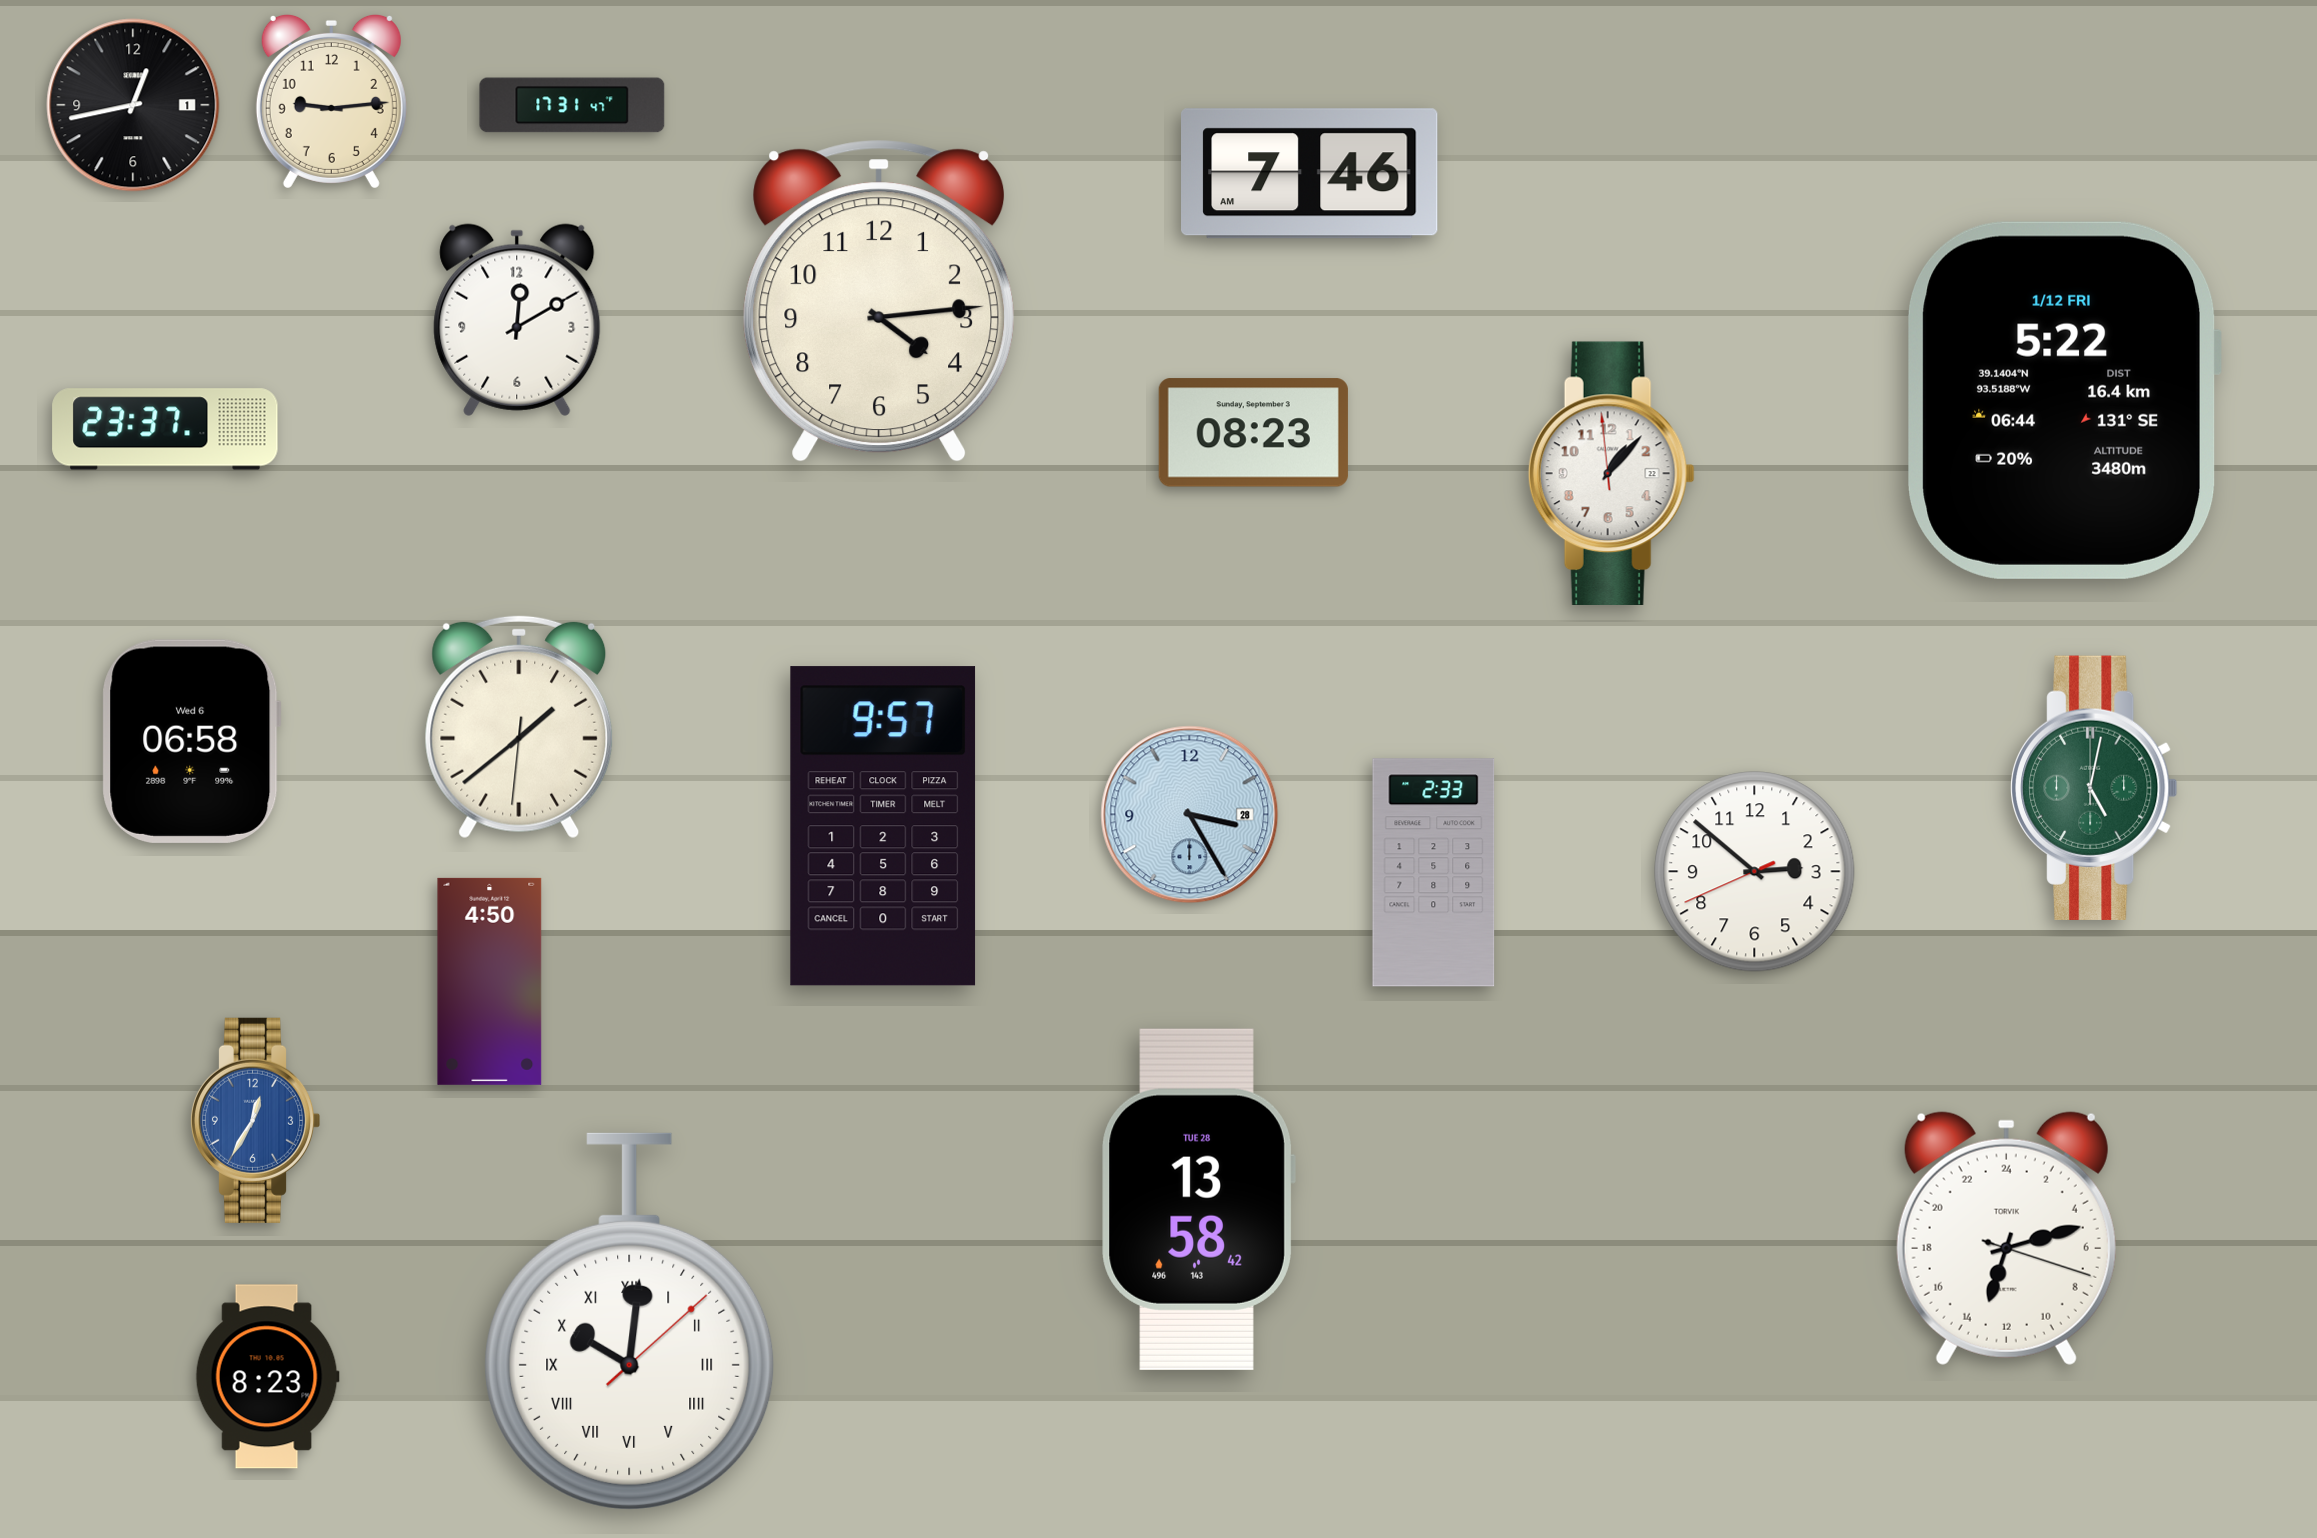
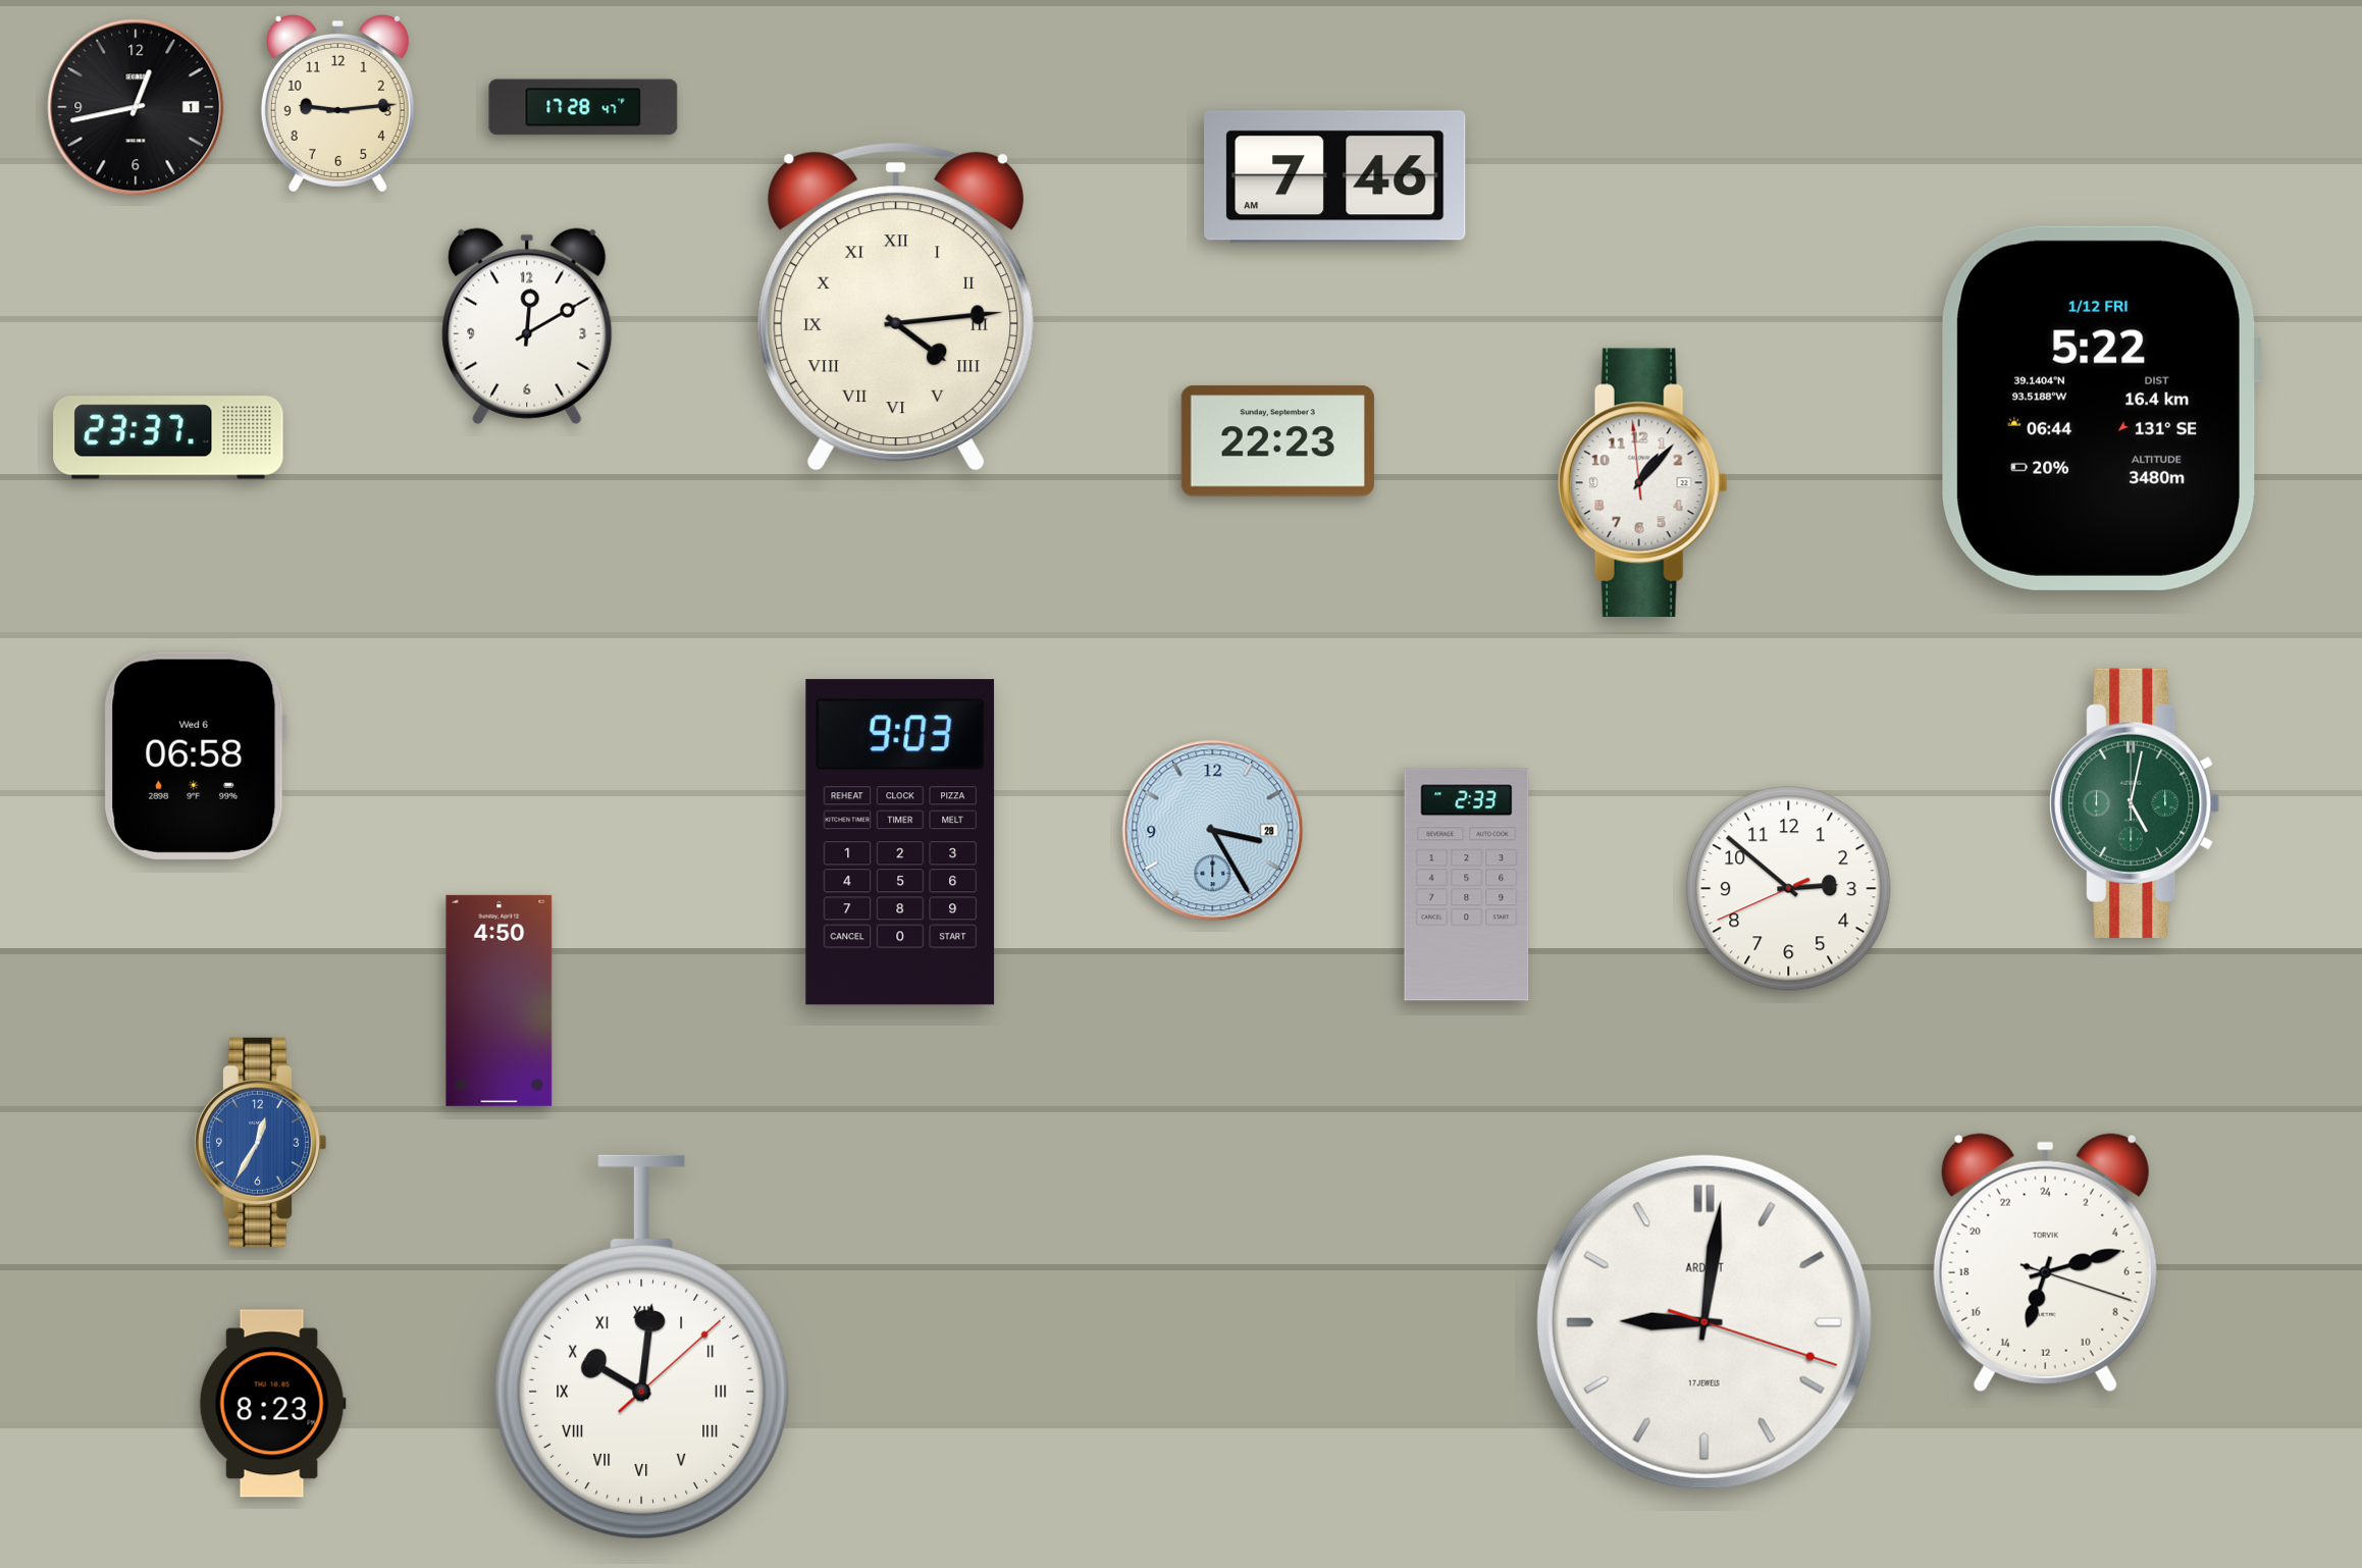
clock at (572, 105): 17:31 -> 17:28
clock at (879, 301) numerals: Arabic -> Roman
clock at (2065, 400) position: (2065, 400) -> (2102, 408)
clock at (1253, 433): 08:23 -> 22:23
clock at (519, 727): 1:38 -> none
clock at (883, 826): 9:57 -> 9:03
clock at (1434, 873) position: (1434, 873) -> (1467, 885)
clock at (1198, 1199): 13:58 -> none
clock at (1704, 1322): none -> 9:01
